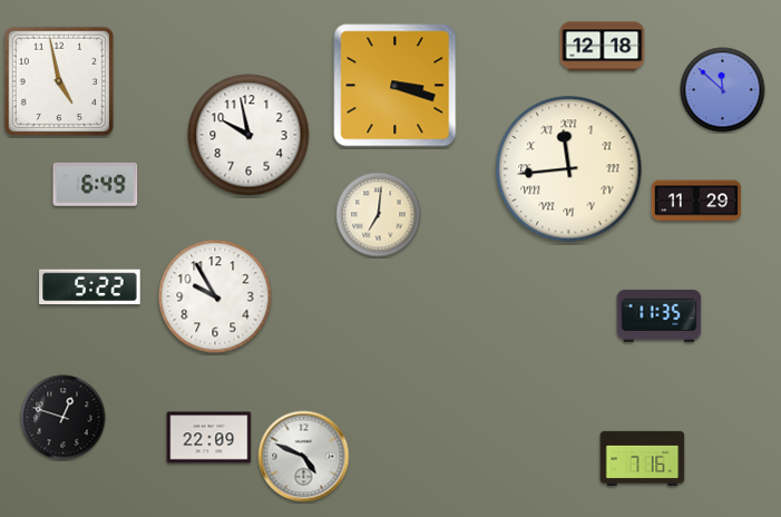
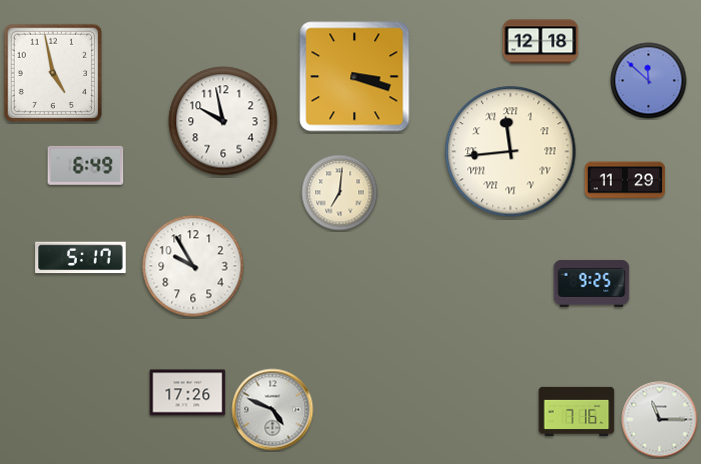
clock at (90, 287): 5:22 -> 5:17
clock at (660, 315): 11:35 -> 9:25
clock at (64, 418): 12:48 -> none
clock at (209, 438): 22:09 -> 17:26
clock at (660, 420): none -> 11:15
